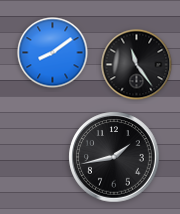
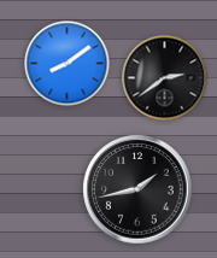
clock at (53, 53) position: (53, 53) -> (68, 64)
clock at (137, 65): 11:24 -> 2:39
